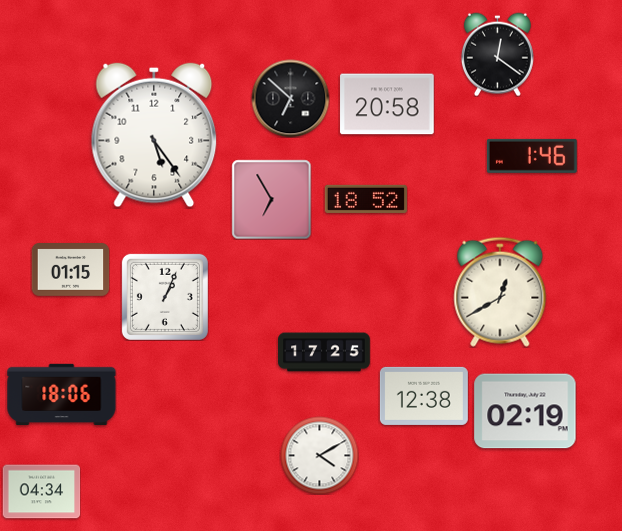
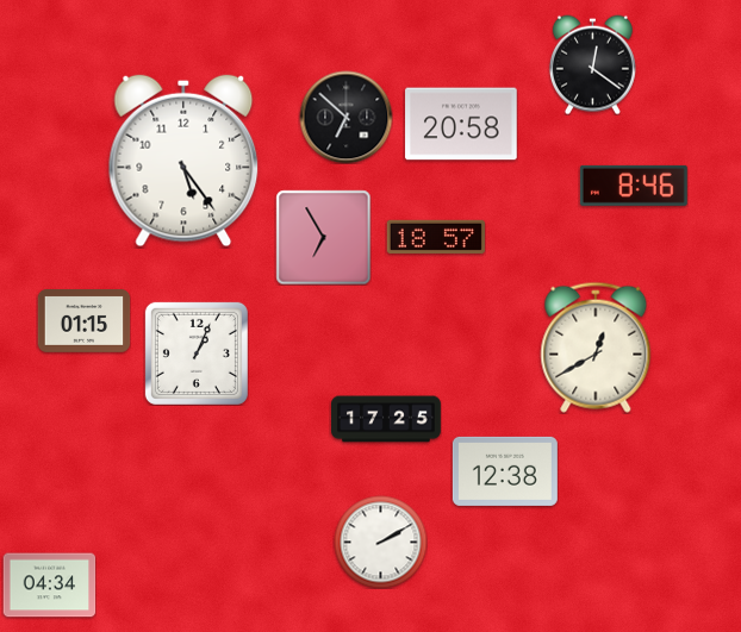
clock at (532, 156): 1:46 -> 8:46
clock at (366, 199): 18:52 -> 18:57
clock at (62, 395): 18:06 -> none
clock at (525, 411): 02:19 -> none
clock at (319, 455): 4:10 -> 2:10
